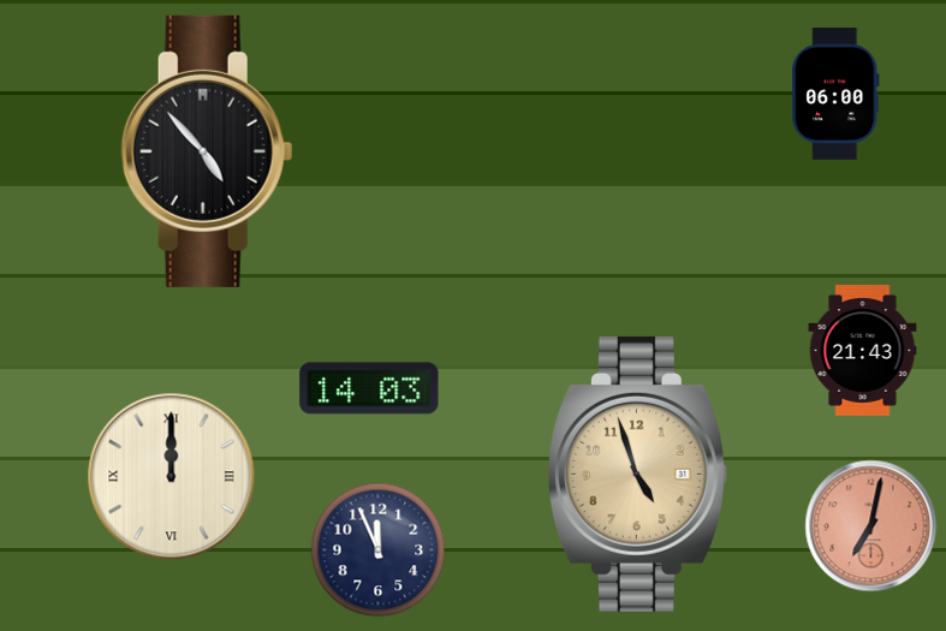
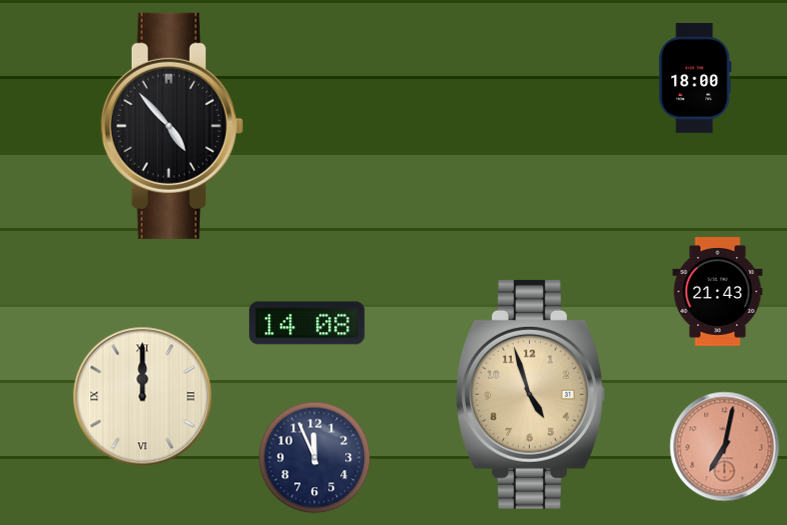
clock at (835, 94): 06:00 -> 18:00
clock at (369, 388): 14:03 -> 14:08
clock at (871, 526) position: (871, 526) -> (725, 447)
